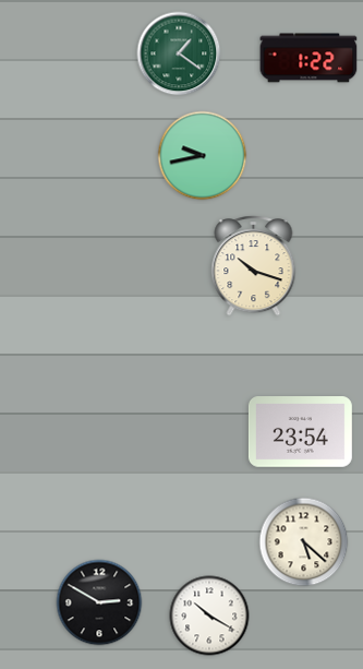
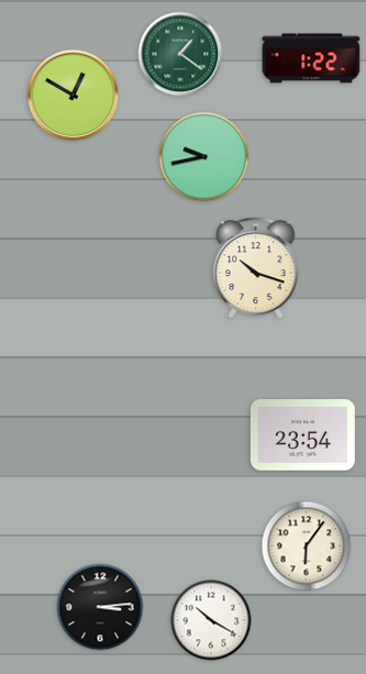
clock at (74, 96): none -> 12:50
clock at (304, 542): 5:22 -> 6:06
clock at (99, 602): 2:50 -> 3:14
